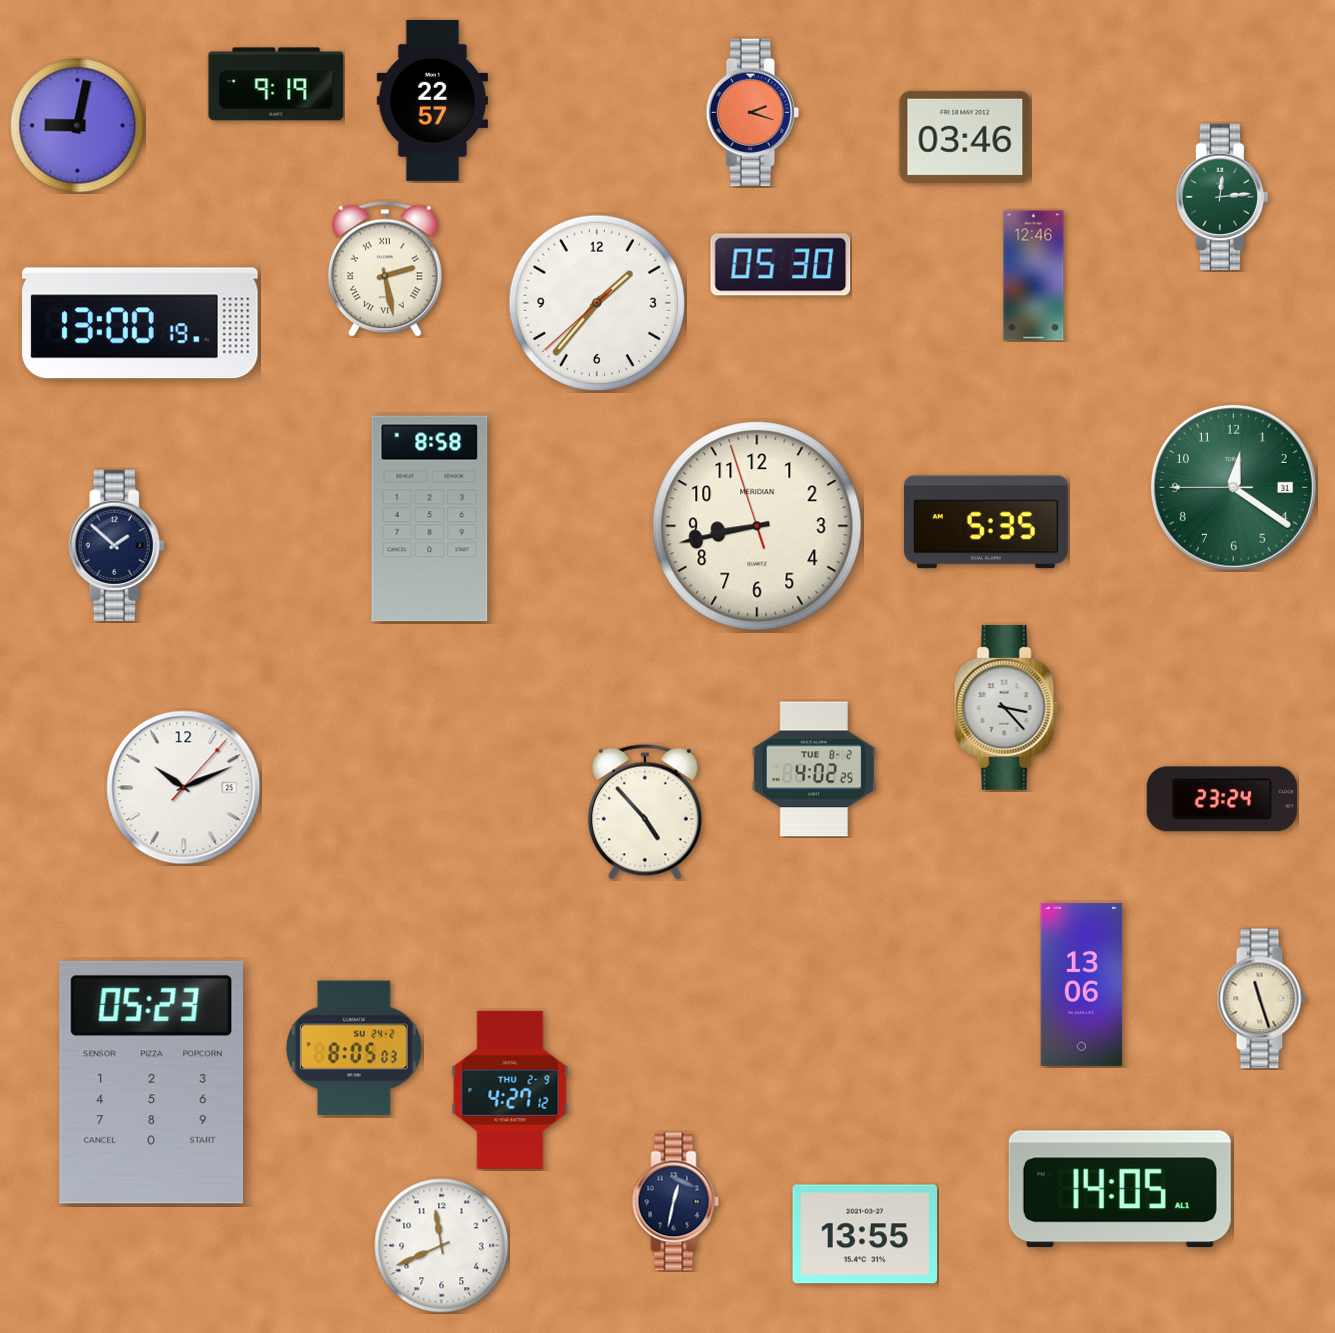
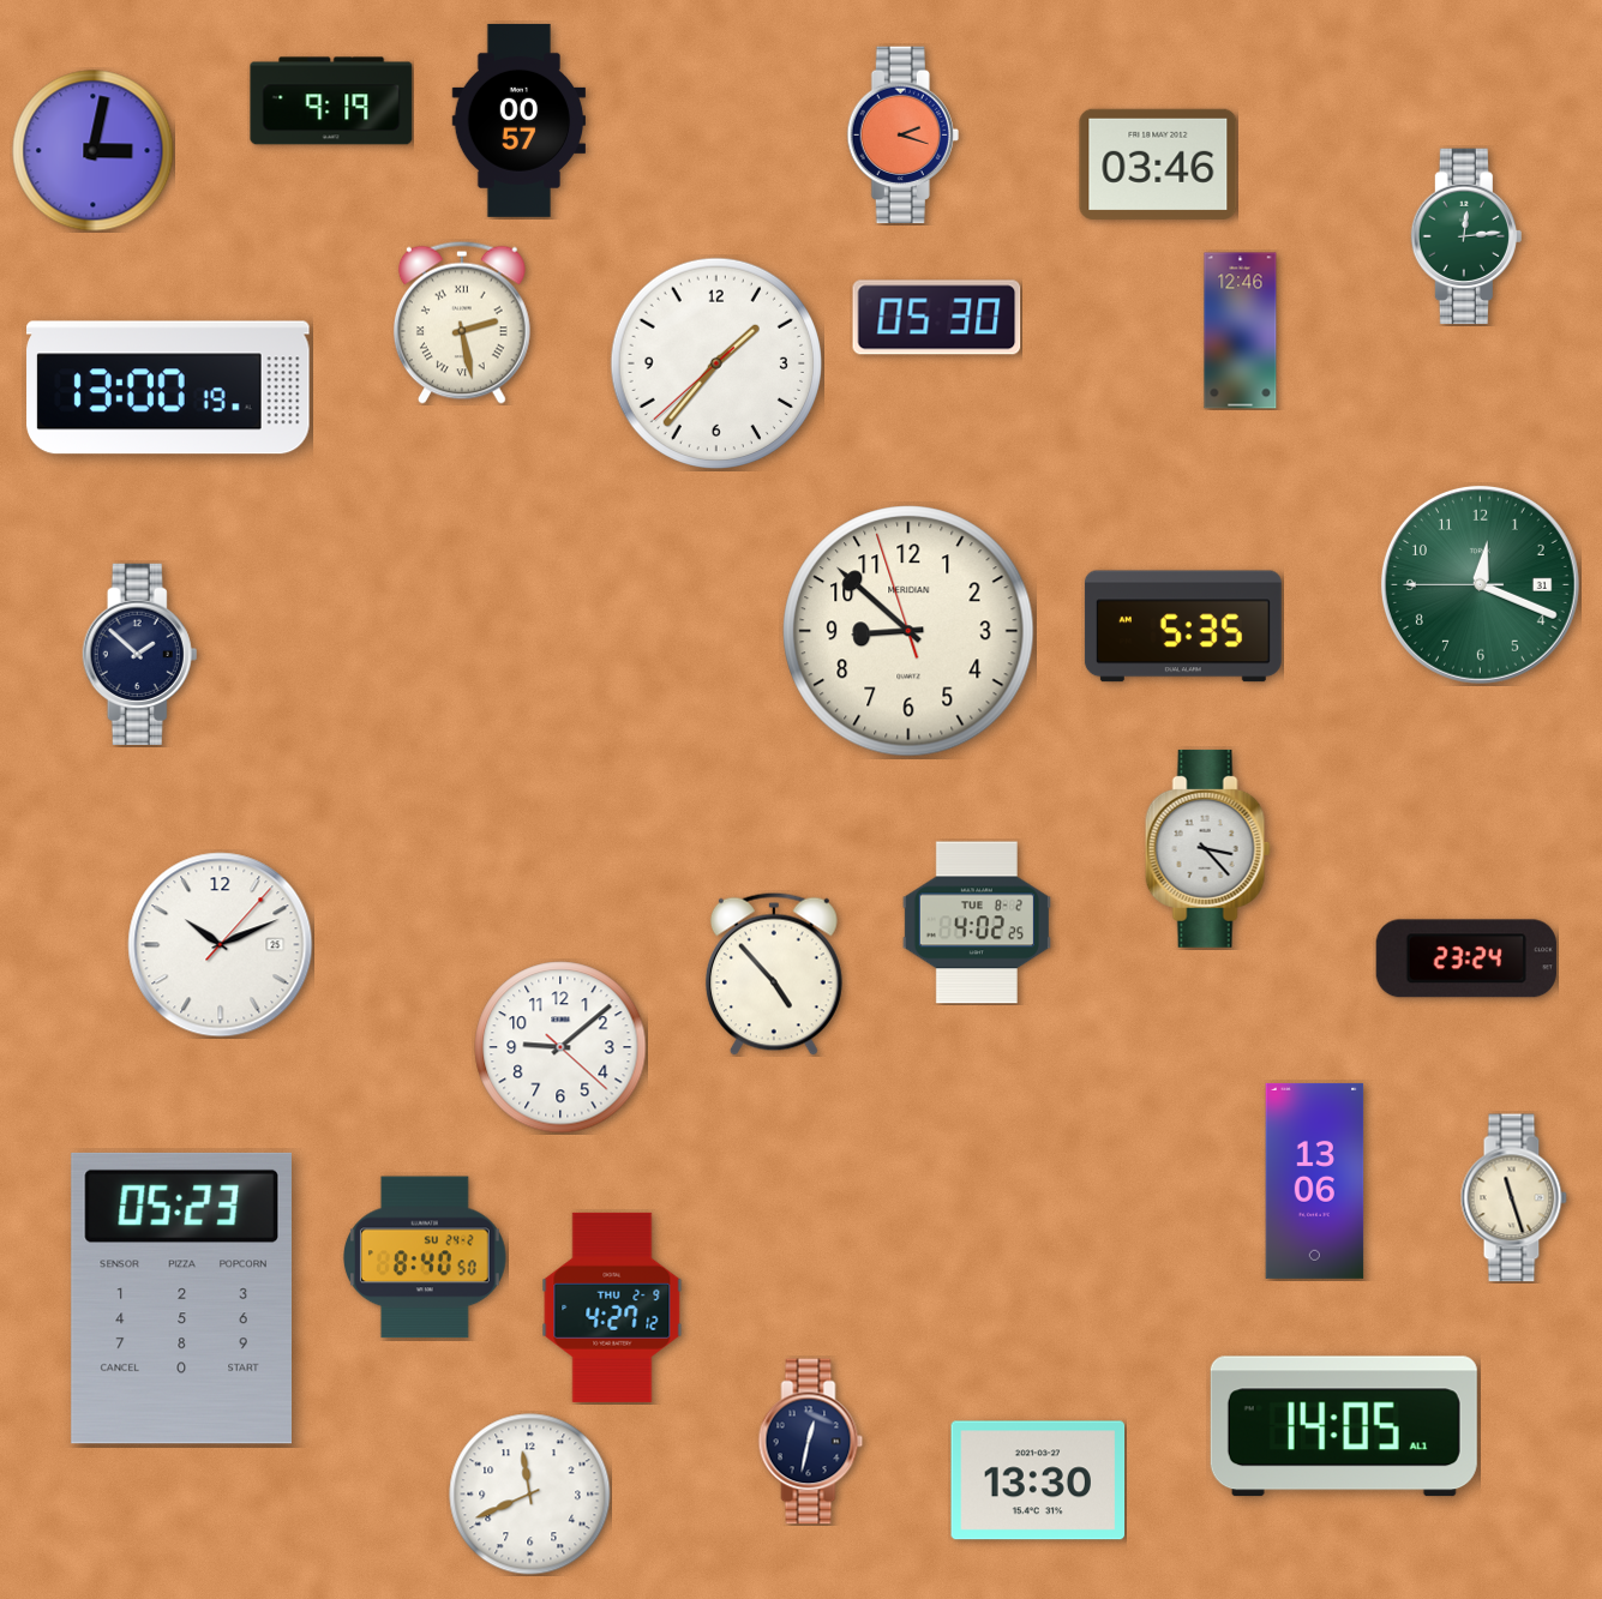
clock at (432, 100): 22:57 -> 00:57
clock at (78, 126): 9:02 -> 3:02
clock at (1233, 487): 12:20 -> 12:18
clock at (430, 519): 8:58 -> none
clock at (757, 526): 8:42 -> 8:51
clock at (560, 1047): none -> 9:08
clock at (1082, 984) position: (1082, 984) -> (1315, 1180)
clock at (354, 1048): 8:05 -> 8:40
clock at (865, 1234): 13:55 -> 13:30
